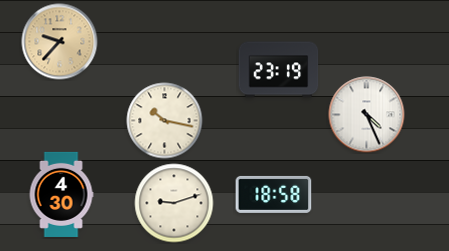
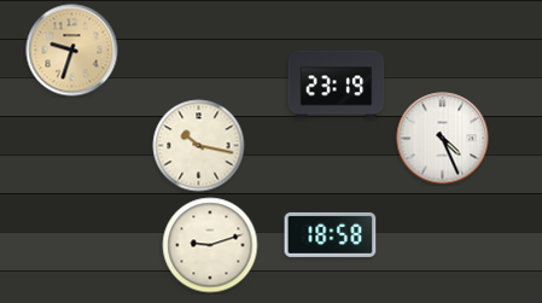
clock at (60, 42): 9:37 -> 9:33
clock at (61, 194): 4:30 -> none
